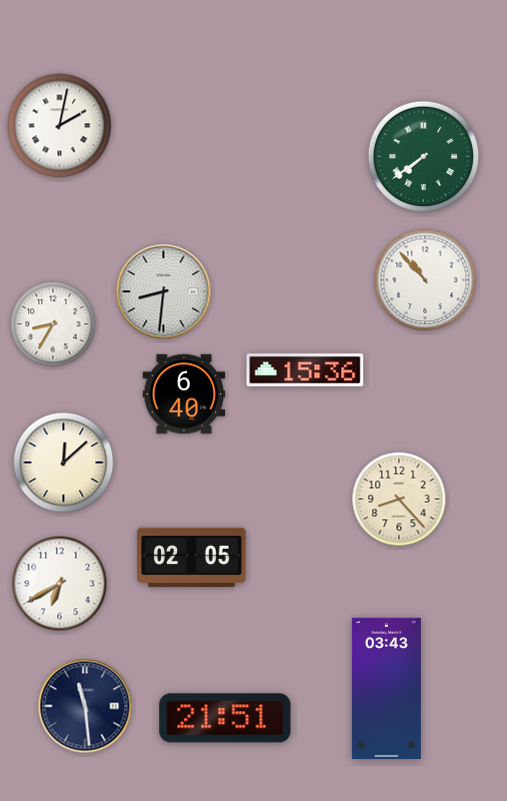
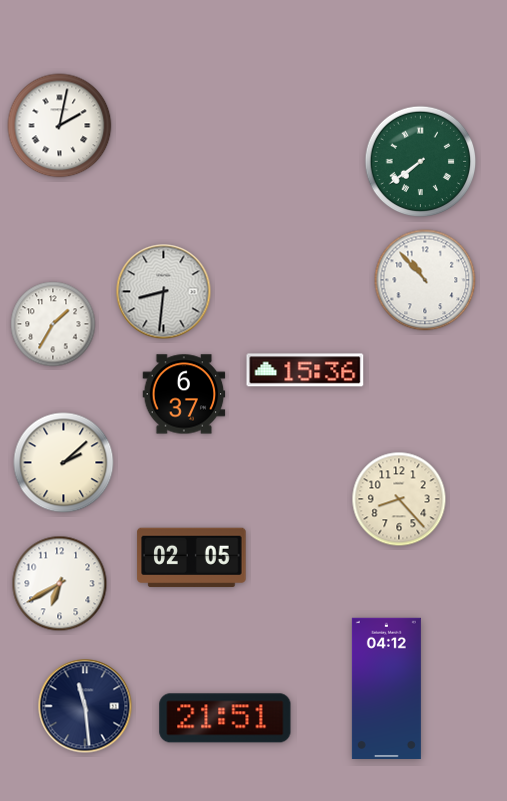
clock at (424, 157) position: (424, 157) -> (421, 162)
clock at (53, 324): 8:35 -> 1:35
clock at (184, 394): 6:40 -> 6:37
clock at (64, 463): 12:08 -> 2:08
clock at (386, 688): 03:43 -> 04:12
